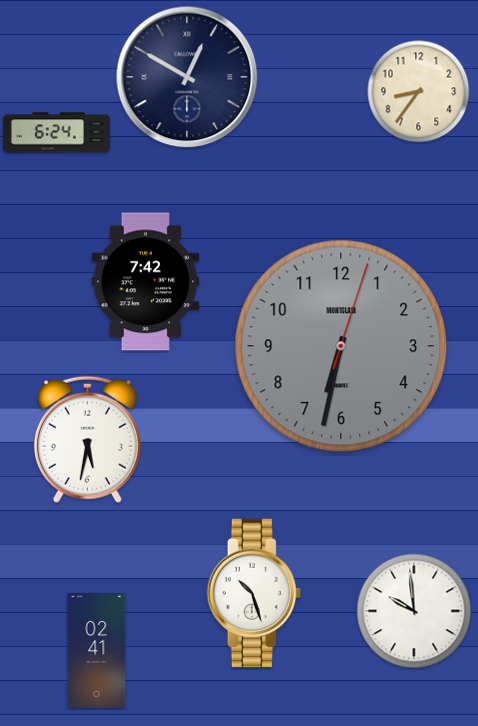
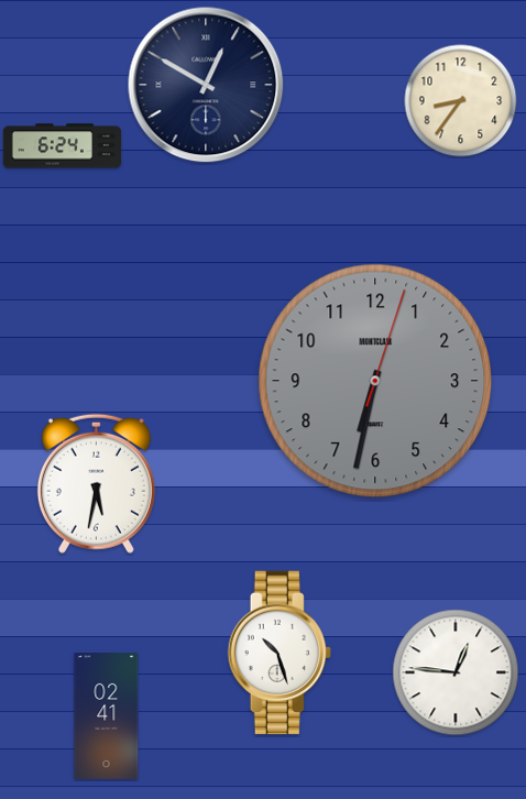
clock at (146, 282): 7:42 -> none
clock at (414, 611): 9:59 -> 12:46
